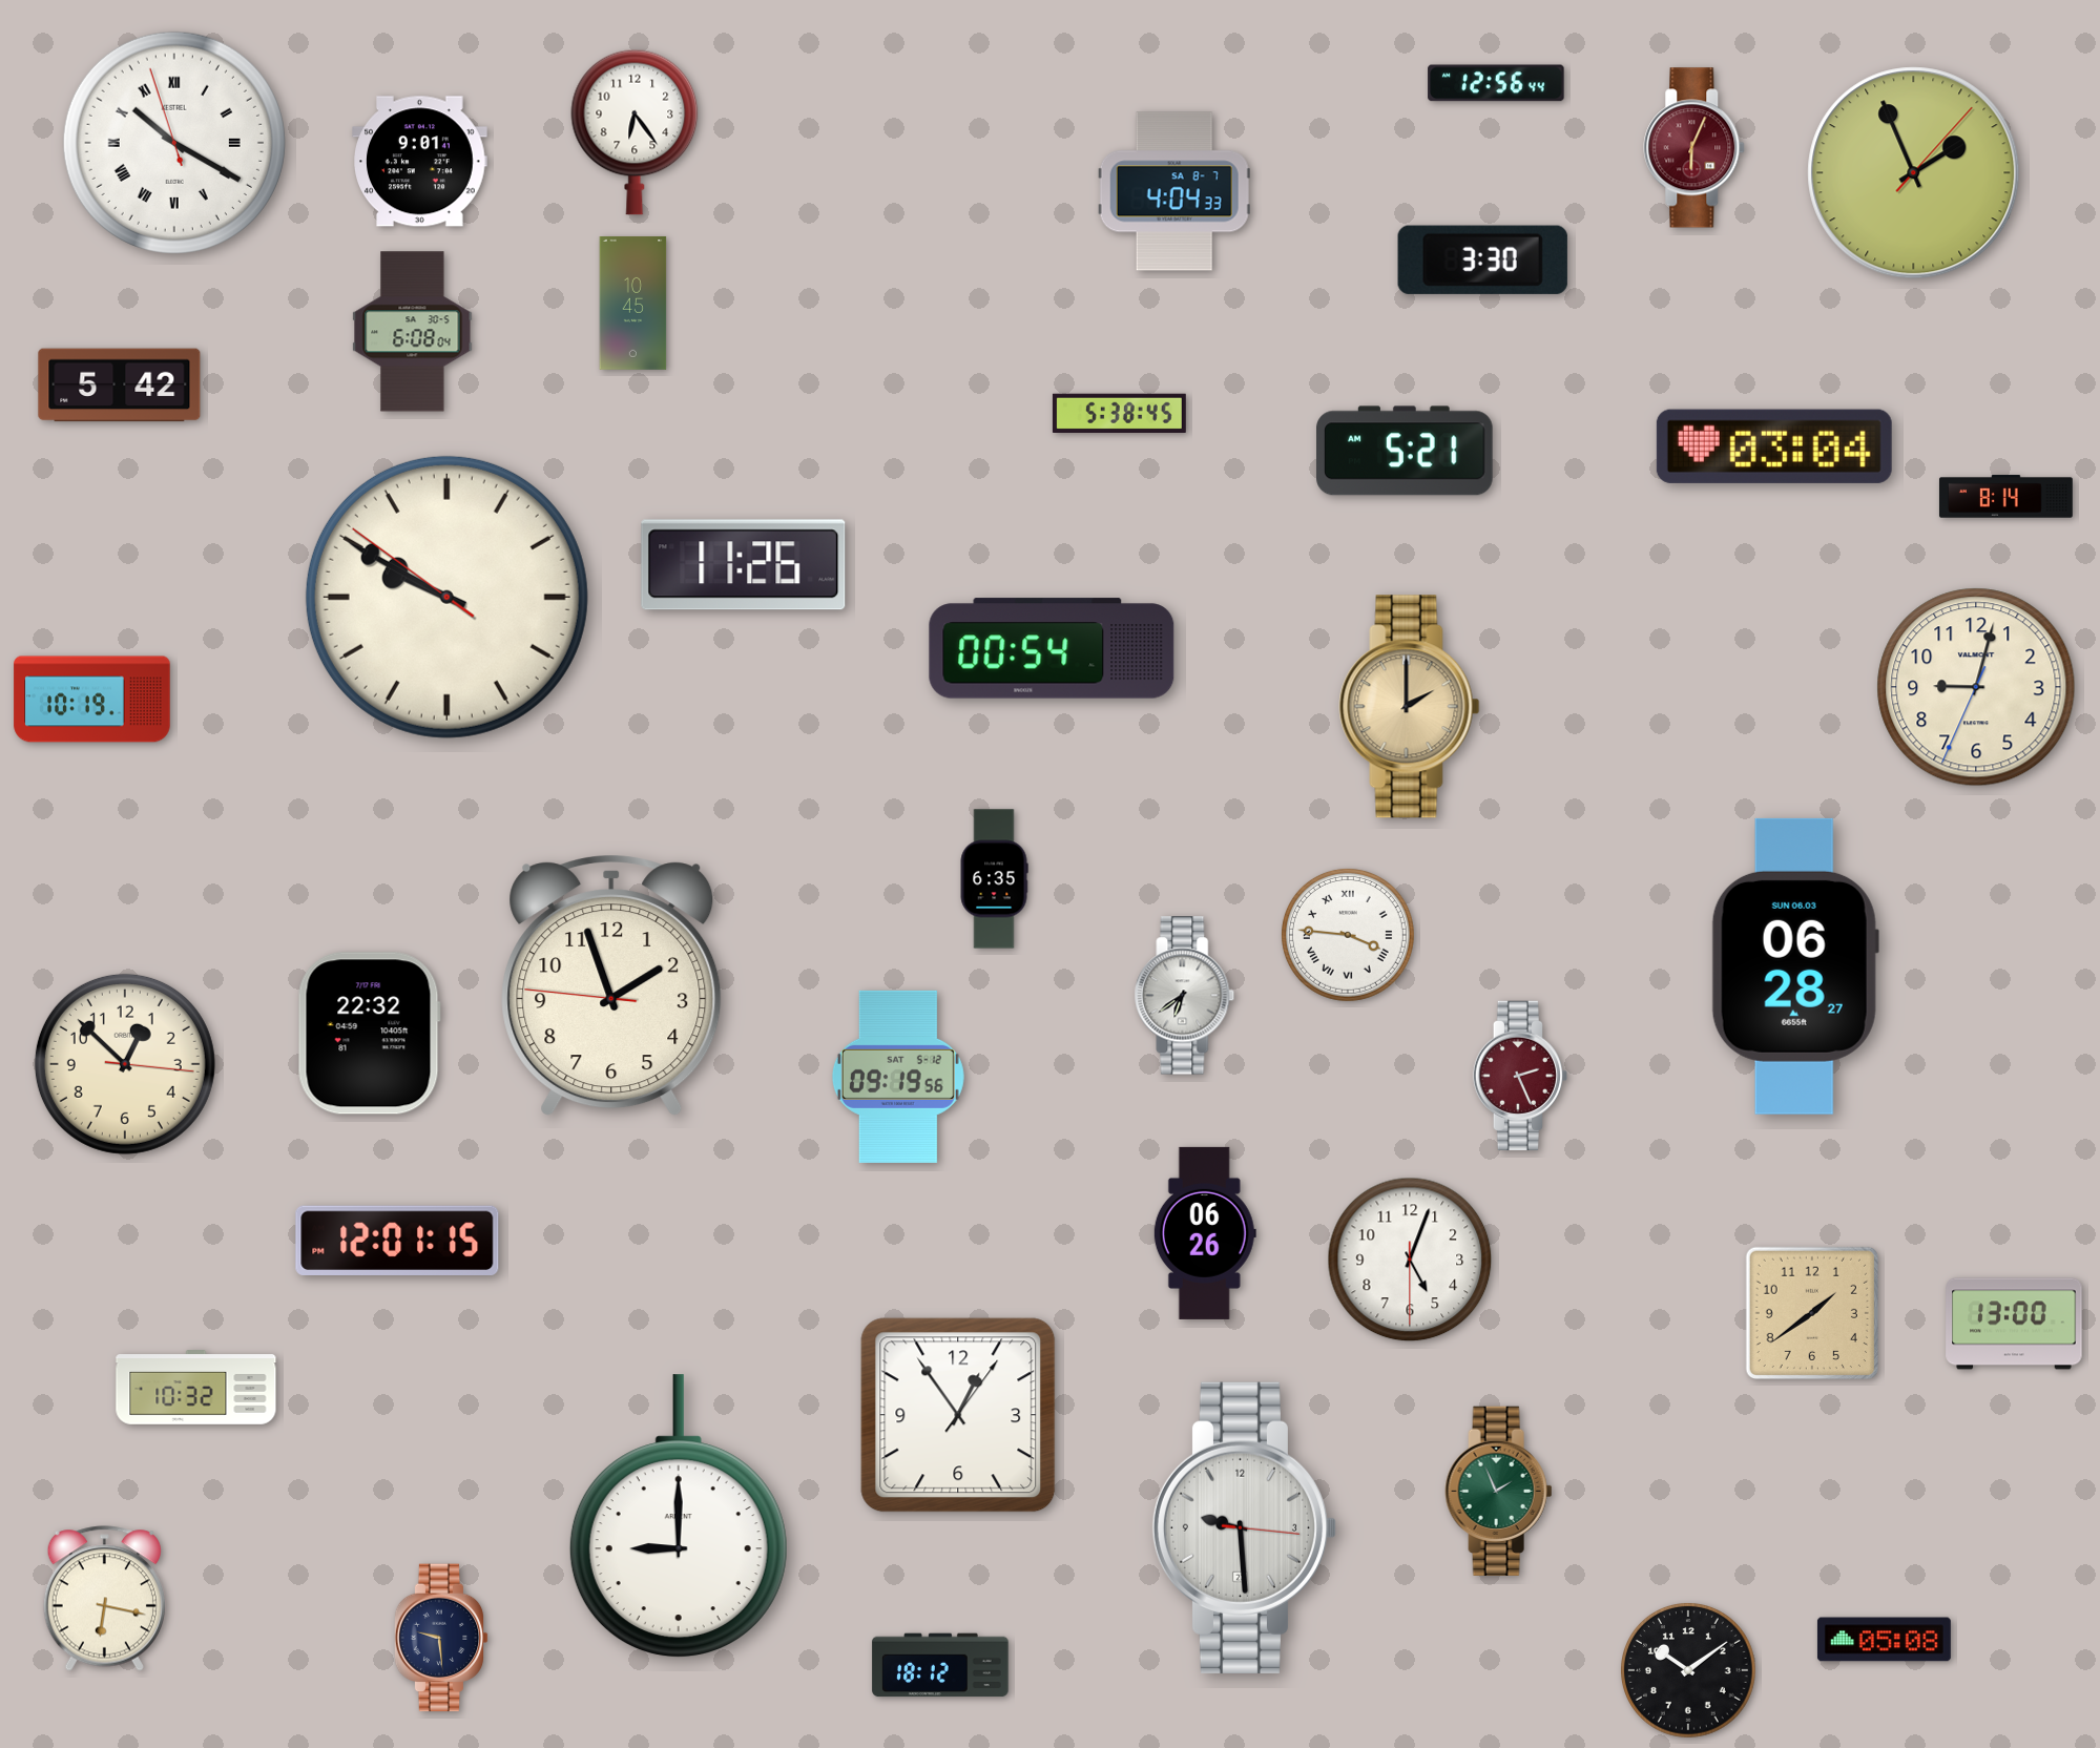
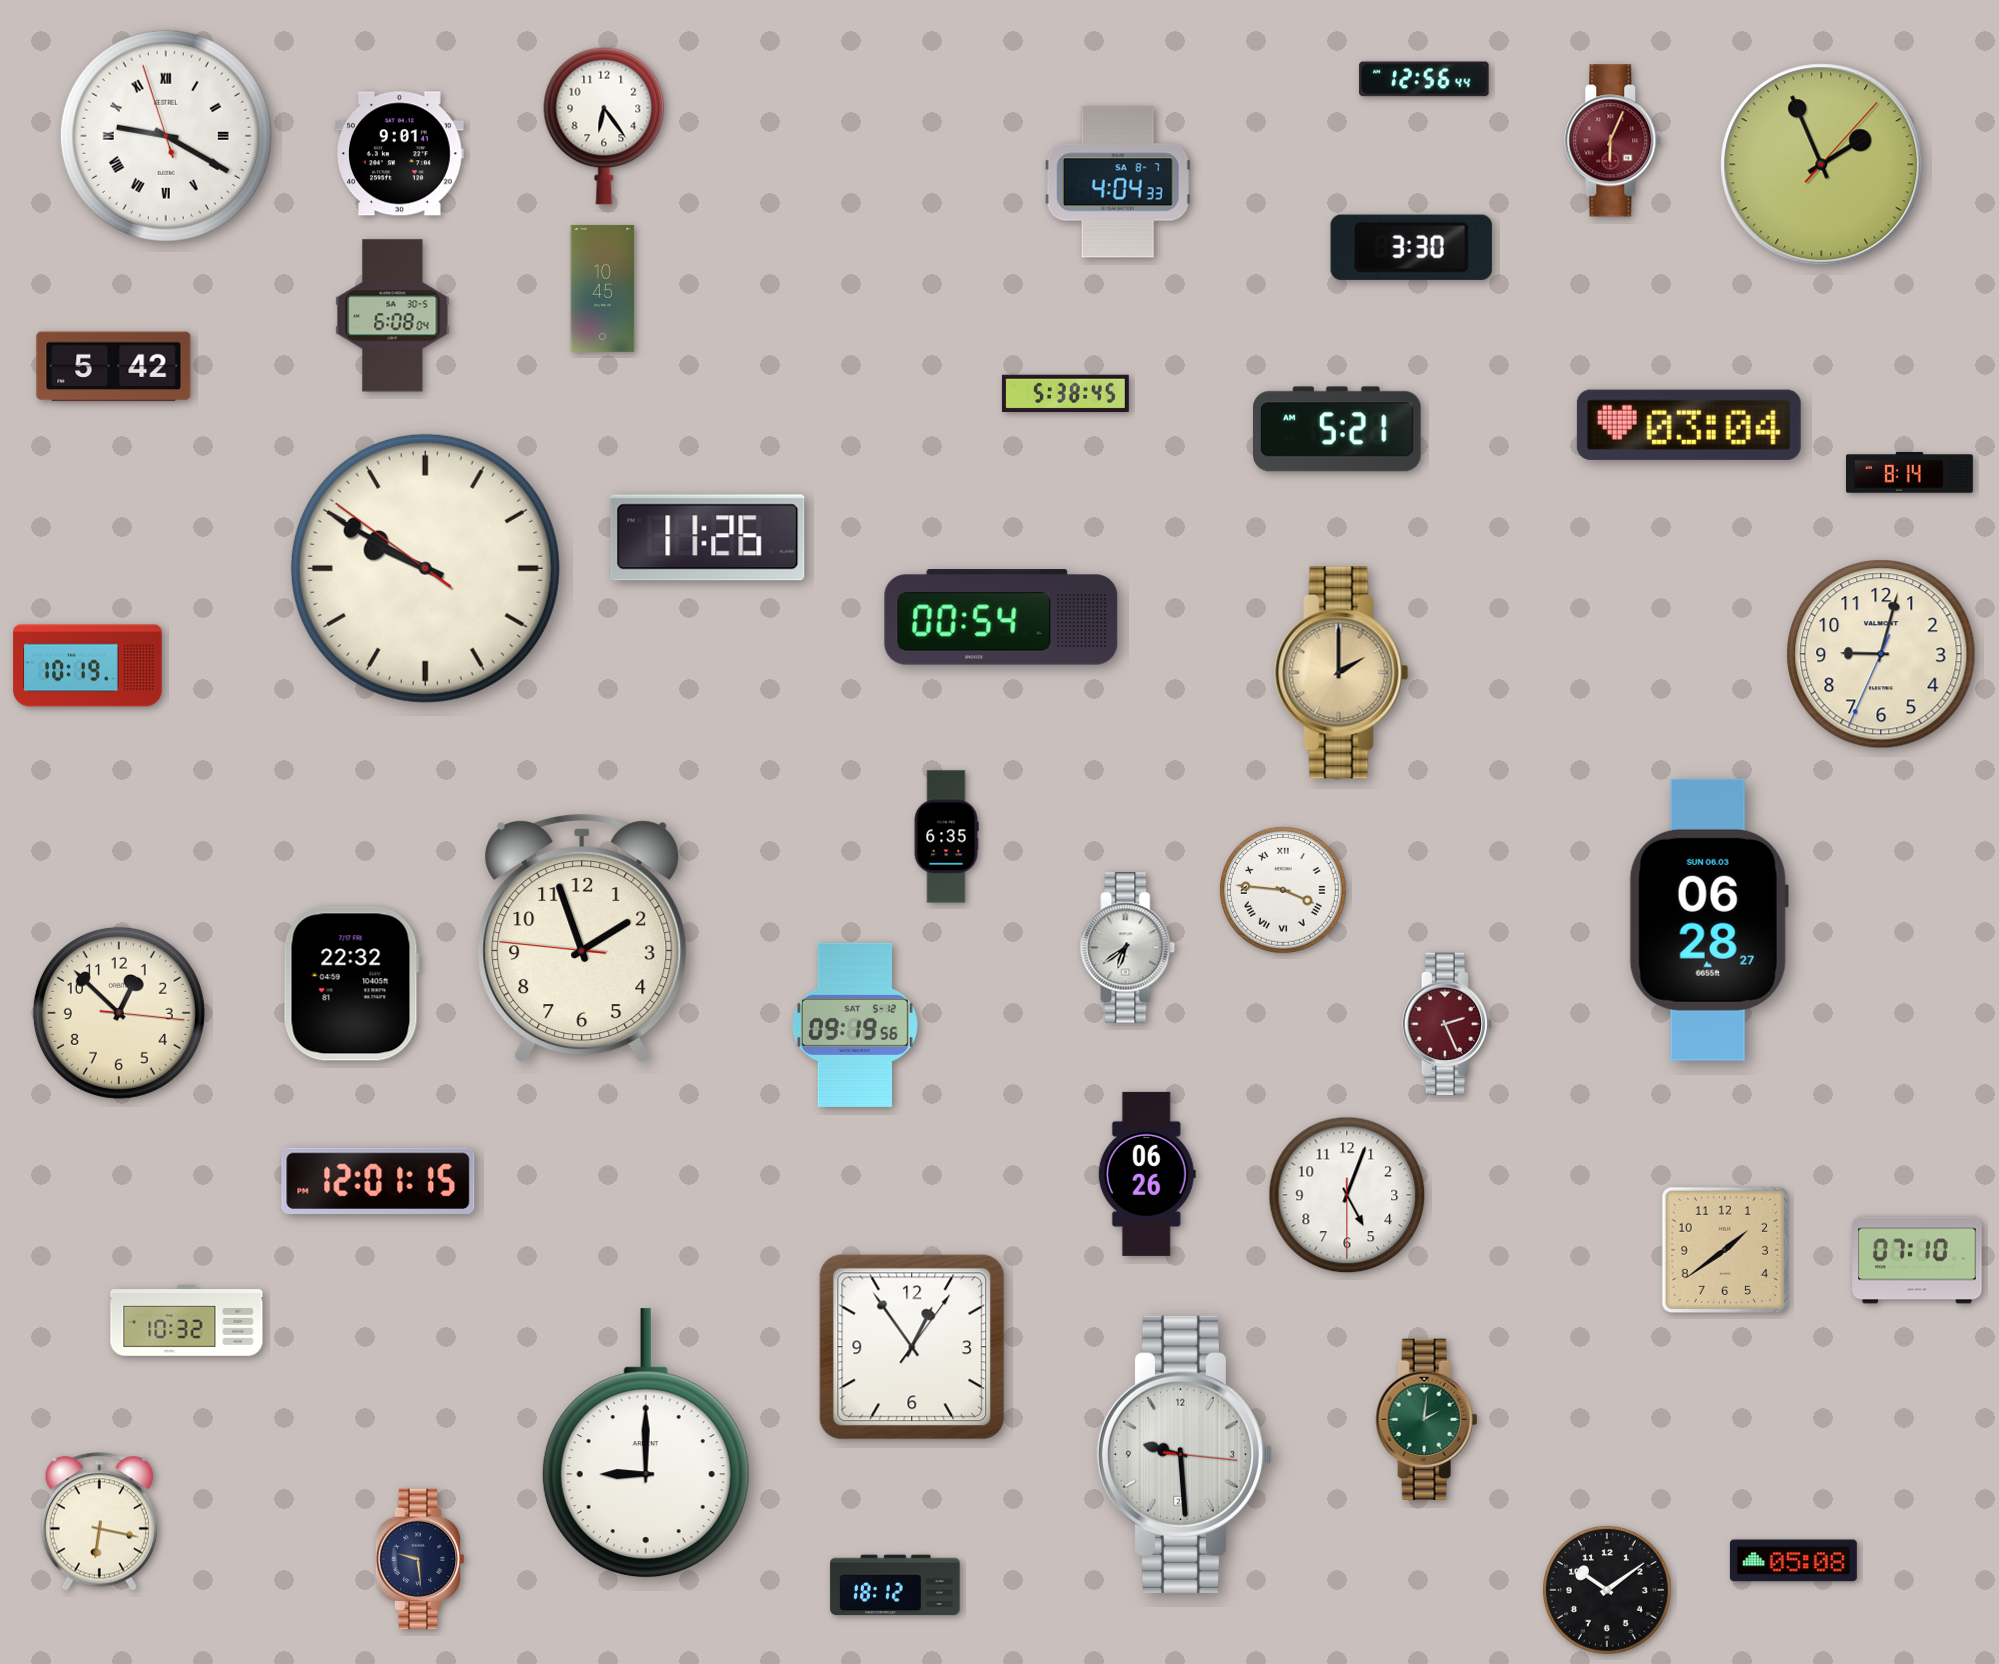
clock at (174, 143): 10:19 -> 9:19
clock at (1410, 1260) position: (1410, 1260) -> (1347, 1195)
clock at (2014, 1324): 13:00 -> 07:10
clock at (1499, 1491): 1:56 -> 2:01
